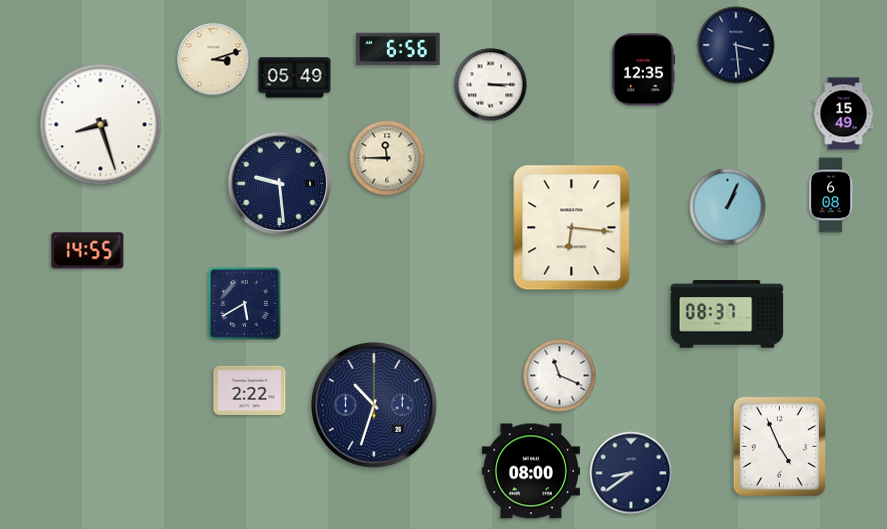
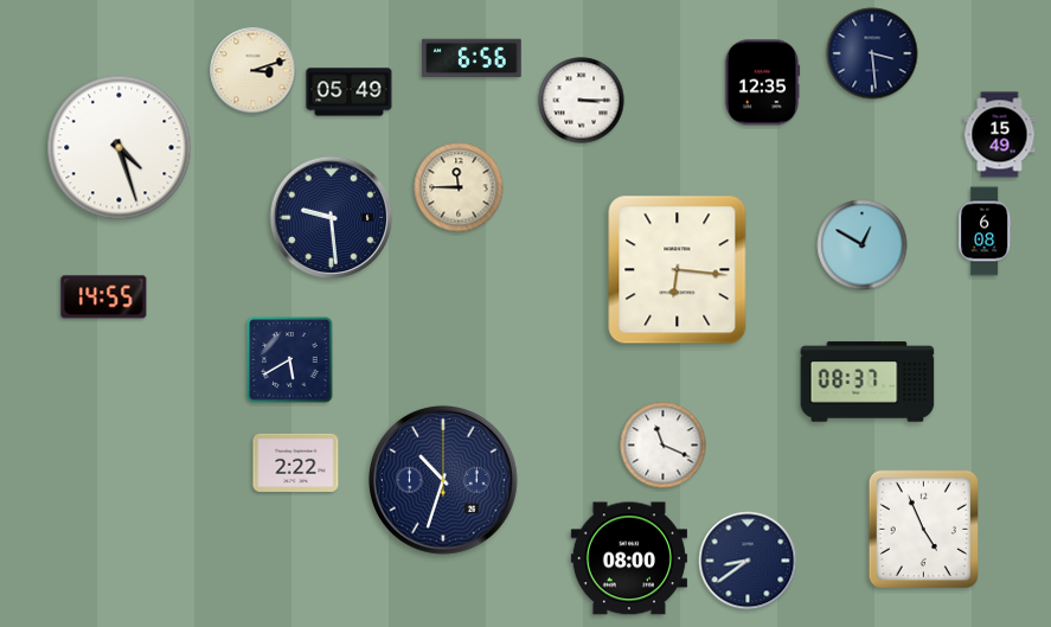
clock at (101, 125): 8:27 -> 4:27
clock at (728, 207): 1:04 -> 12:50
clock at (727, 314) position: (727, 314) -> (867, 382)
